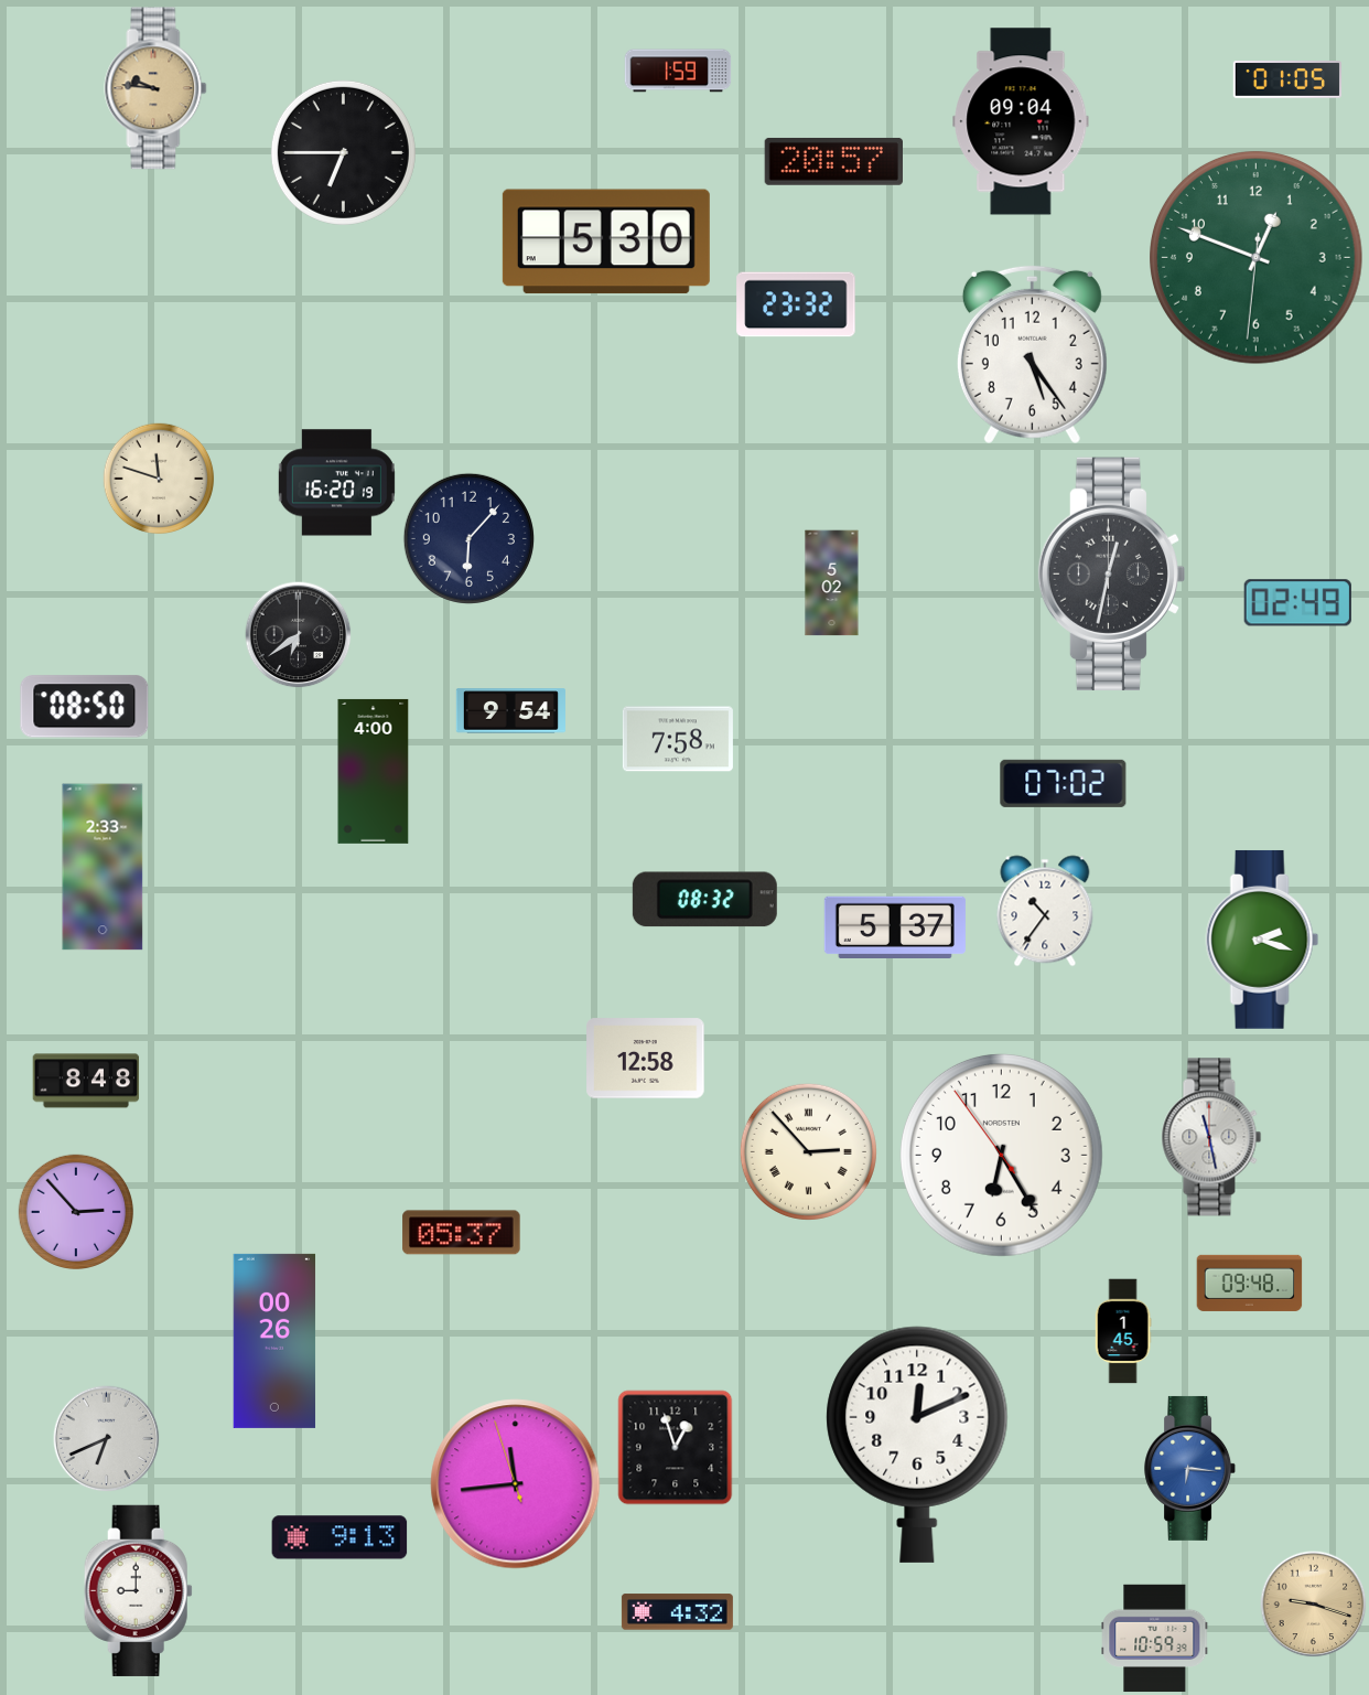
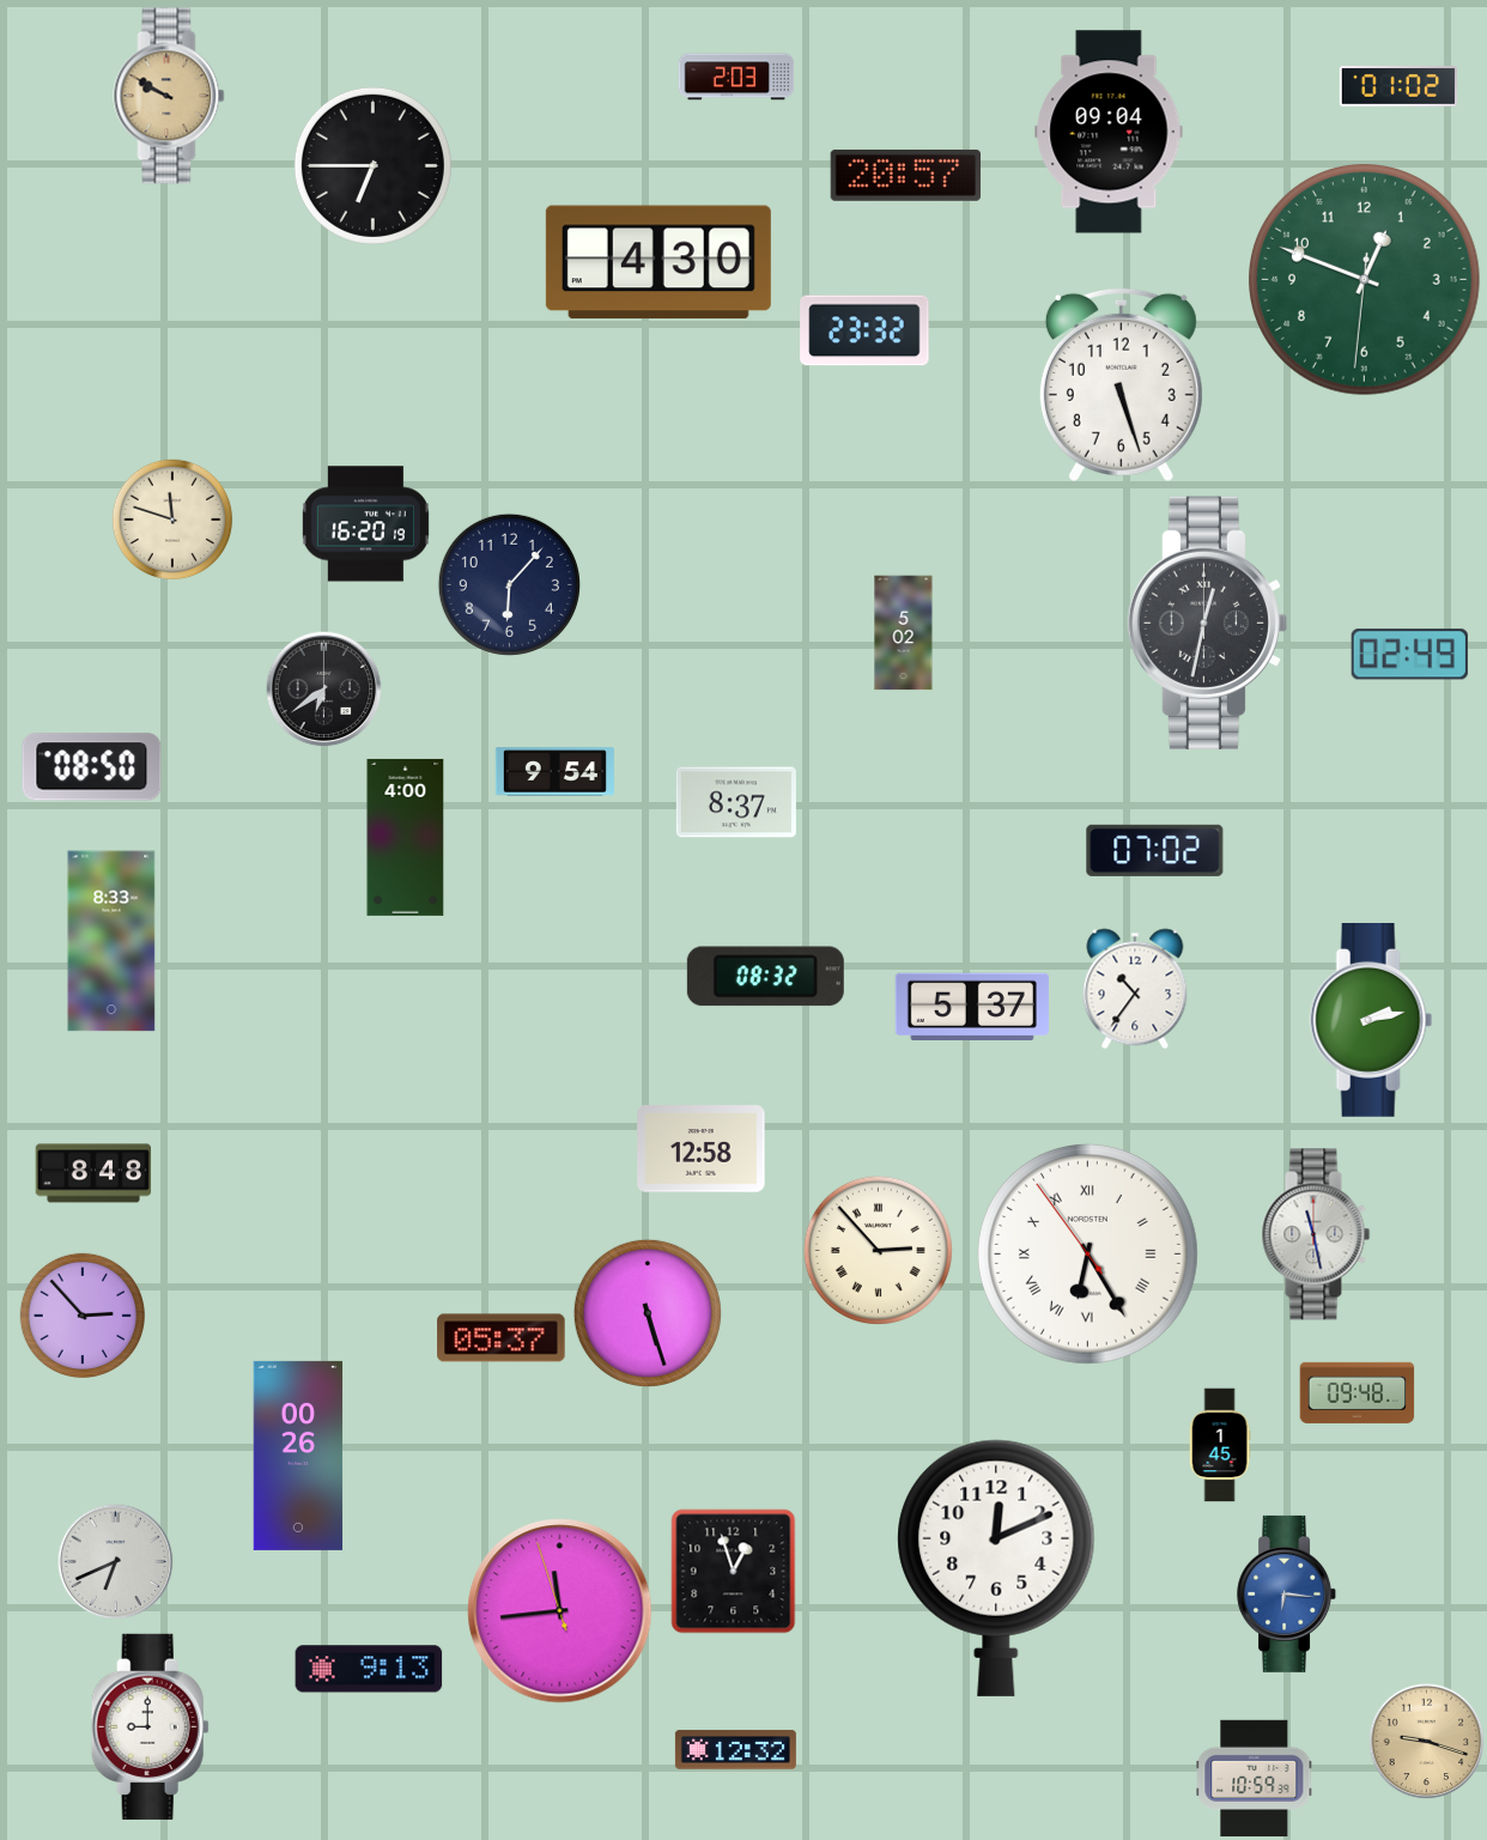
clock at (678, 71): 1:59 -> 2:03
clock at (1286, 79): 01:05 -> 01:02
clock at (155, 88): 9:46 -> 9:50
clock at (606, 242): 5:30 -> 4:30
clock at (1032, 354): 5:24 -> 5:27
clock at (678, 739): 7:58 -> 8:37
clock at (103, 867): 2:33 -> 8:33
clock at (1262, 940): 2:18 -> 2:13
clock at (1001, 1155) numerals: Arabic -> Roman
clock at (648, 1313): none -> 5:27
clock at (1190, 1468) position: (1190, 1468) -> (1287, 1593)
clock at (677, 1612): 4:32 -> 12:32
